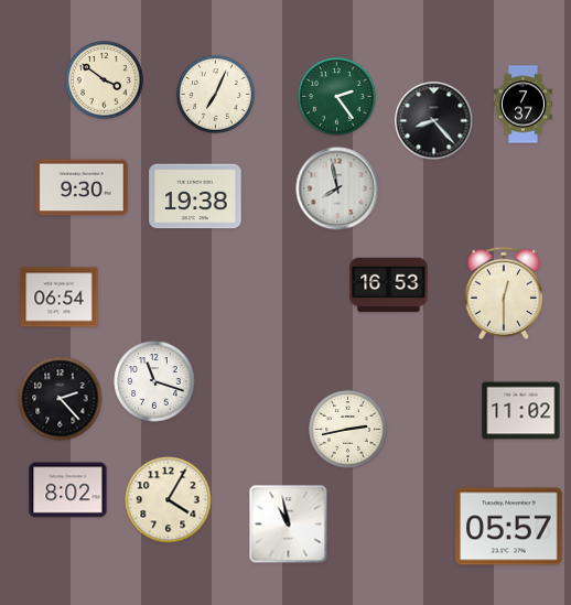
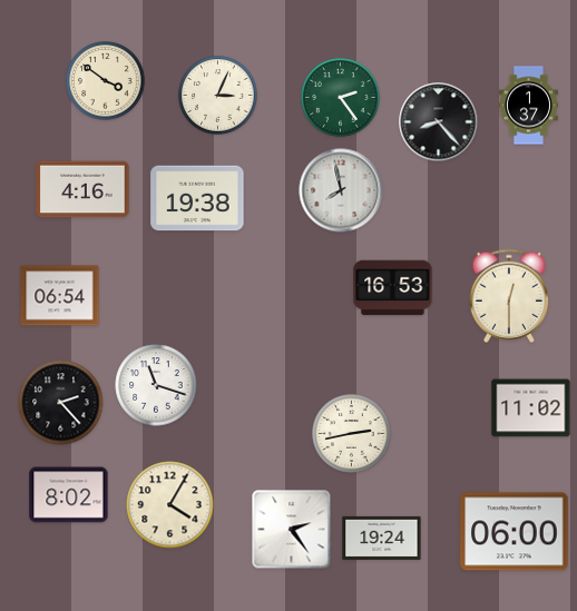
clock at (216, 95): 7:04 -> 3:04
clock at (522, 105): 7:37 -> 1:37
clock at (82, 187): 9:30 -> 4:16
clock at (60, 298) position: (60, 298) -> (60, 296)
clock at (521, 411) position: (521, 411) -> (531, 408)
clock at (289, 525): 10:58 -> 2:24
clock at (509, 527): 05:57 -> 06:00
clock at (382, 538): none -> 19:24
